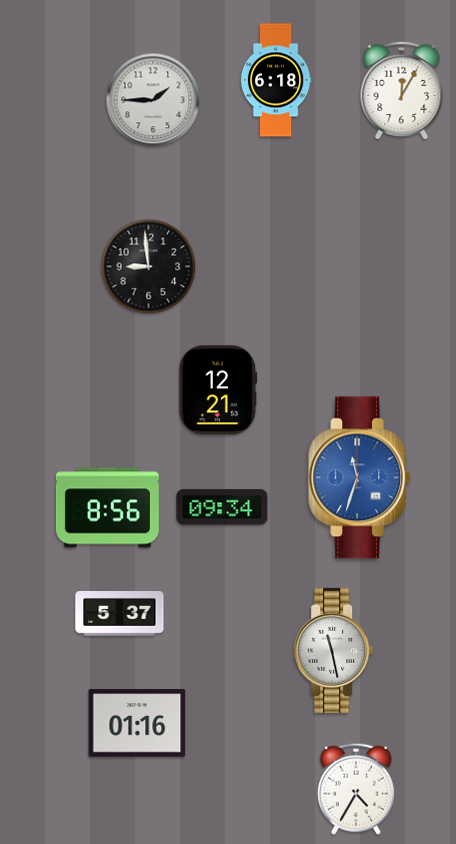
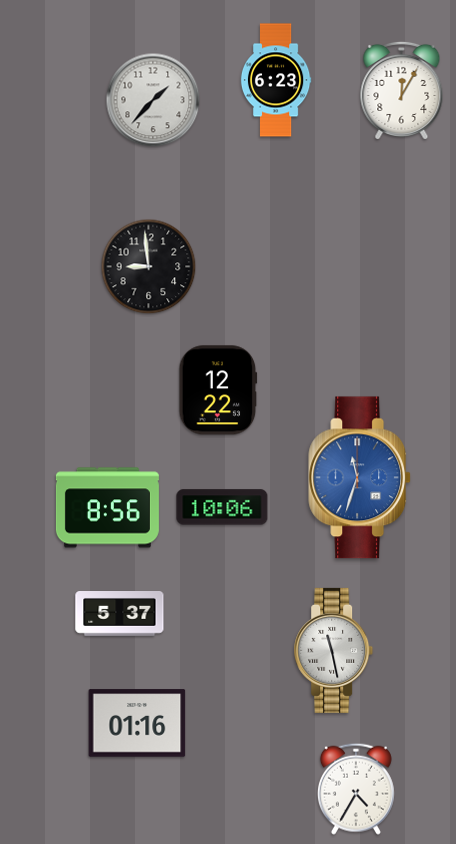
clock at (276, 80): 6:18 -> 6:23
clock at (153, 100): 1:45 -> 1:37
clock at (218, 390): 12:21 -> 12:22
clock at (222, 507): 09:34 -> 10:06
